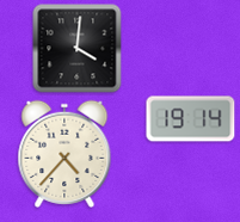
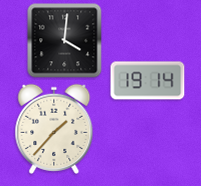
clock at (191, 119) position: (191, 119) -> (148, 81)
clock at (64, 154): 4:37 -> 1:37
